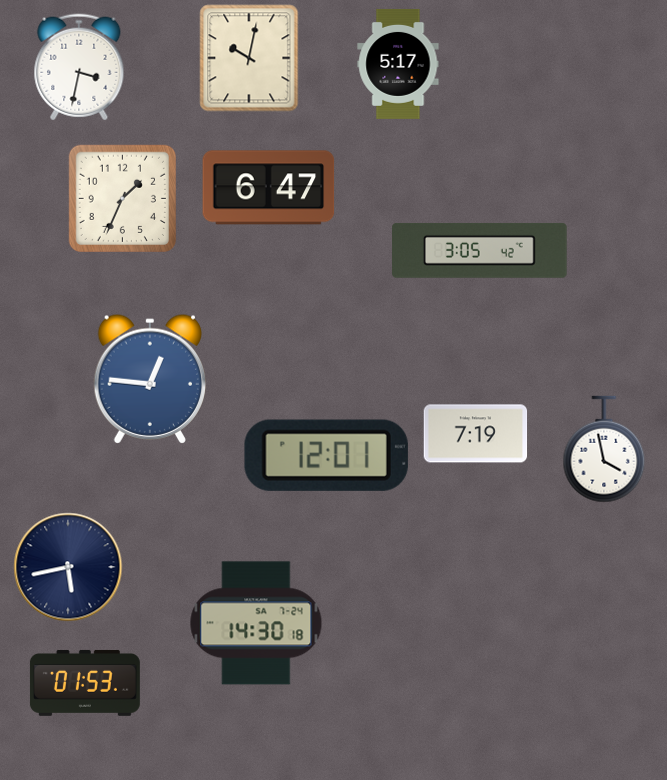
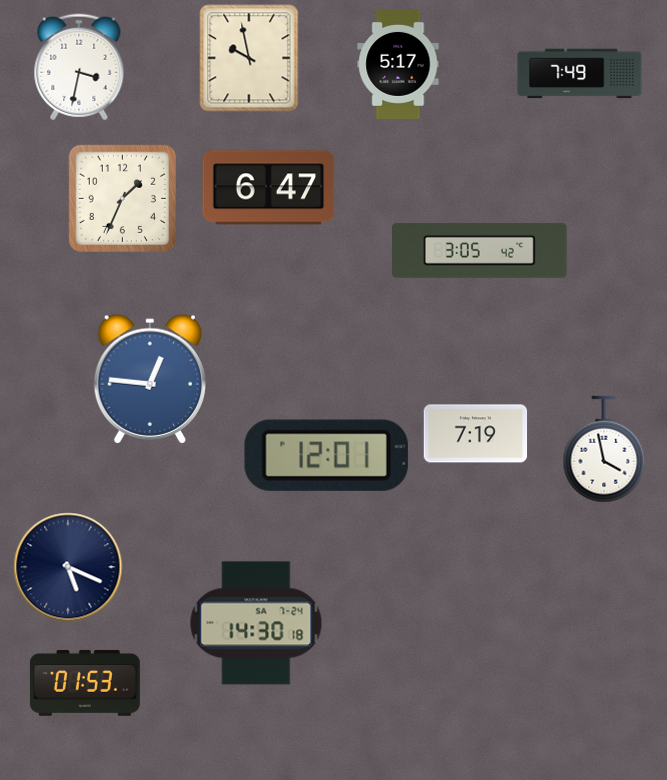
clock at (249, 58): 10:02 -> 9:58
clock at (580, 74): none -> 7:49
clock at (68, 567): 5:43 -> 5:19
